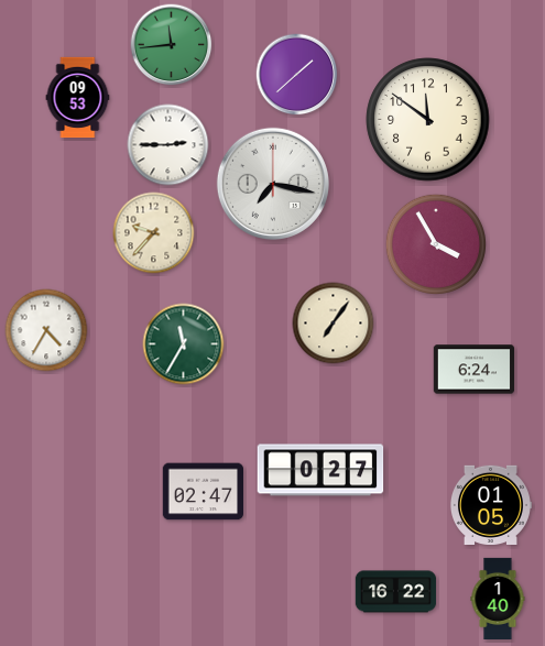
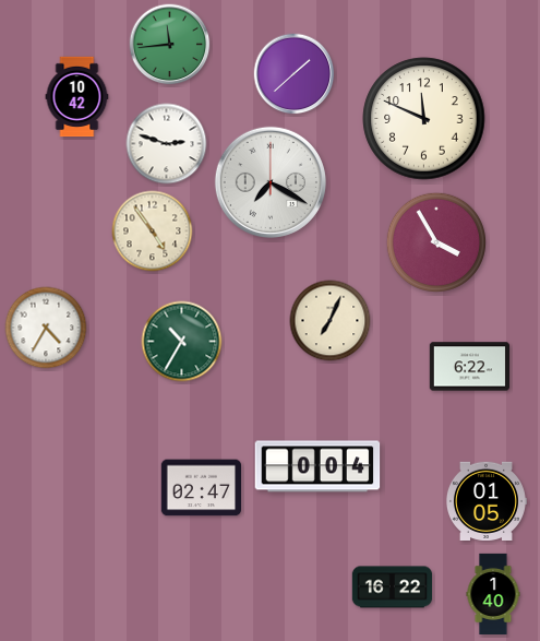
clock at (78, 98): 09:53 -> 10:42
clock at (428, 120): 11:51 -> 11:49
clock at (168, 145): 2:45 -> 2:48
clock at (273, 184): 7:17 -> 7:20
clock at (154, 233): 9:37 -> 4:54
clock at (435, 243) position: (435, 243) -> (435, 241)
clock at (334, 324): 7:06 -> 7:04
clock at (184, 344): 11:35 -> 10:35
clock at (475, 370): 6:24 -> 6:22
clock at (320, 470): 0:27 -> 0:04
